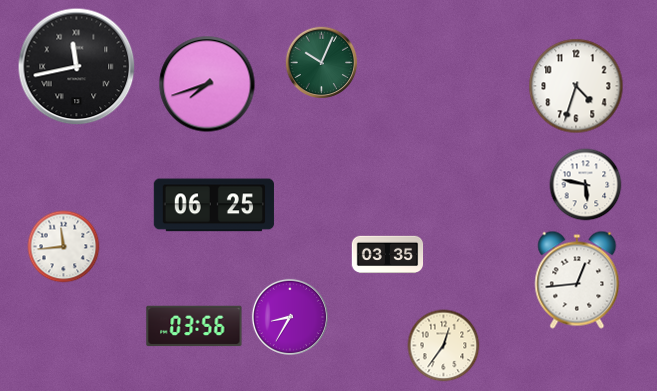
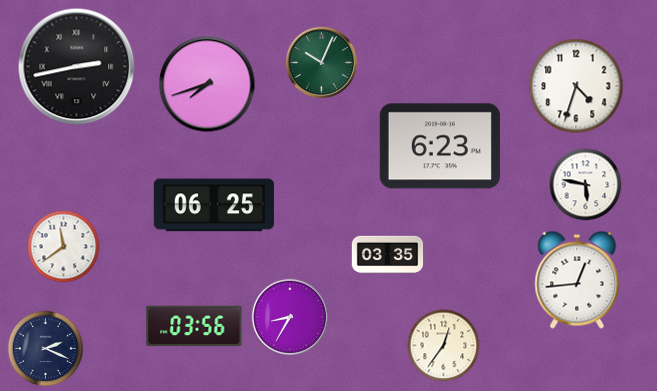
clock at (77, 67): 11:43 -> 2:43
clock at (440, 146): none -> 6:23
clock at (64, 247): 11:44 -> 11:39
clock at (46, 349): none -> 2:19
